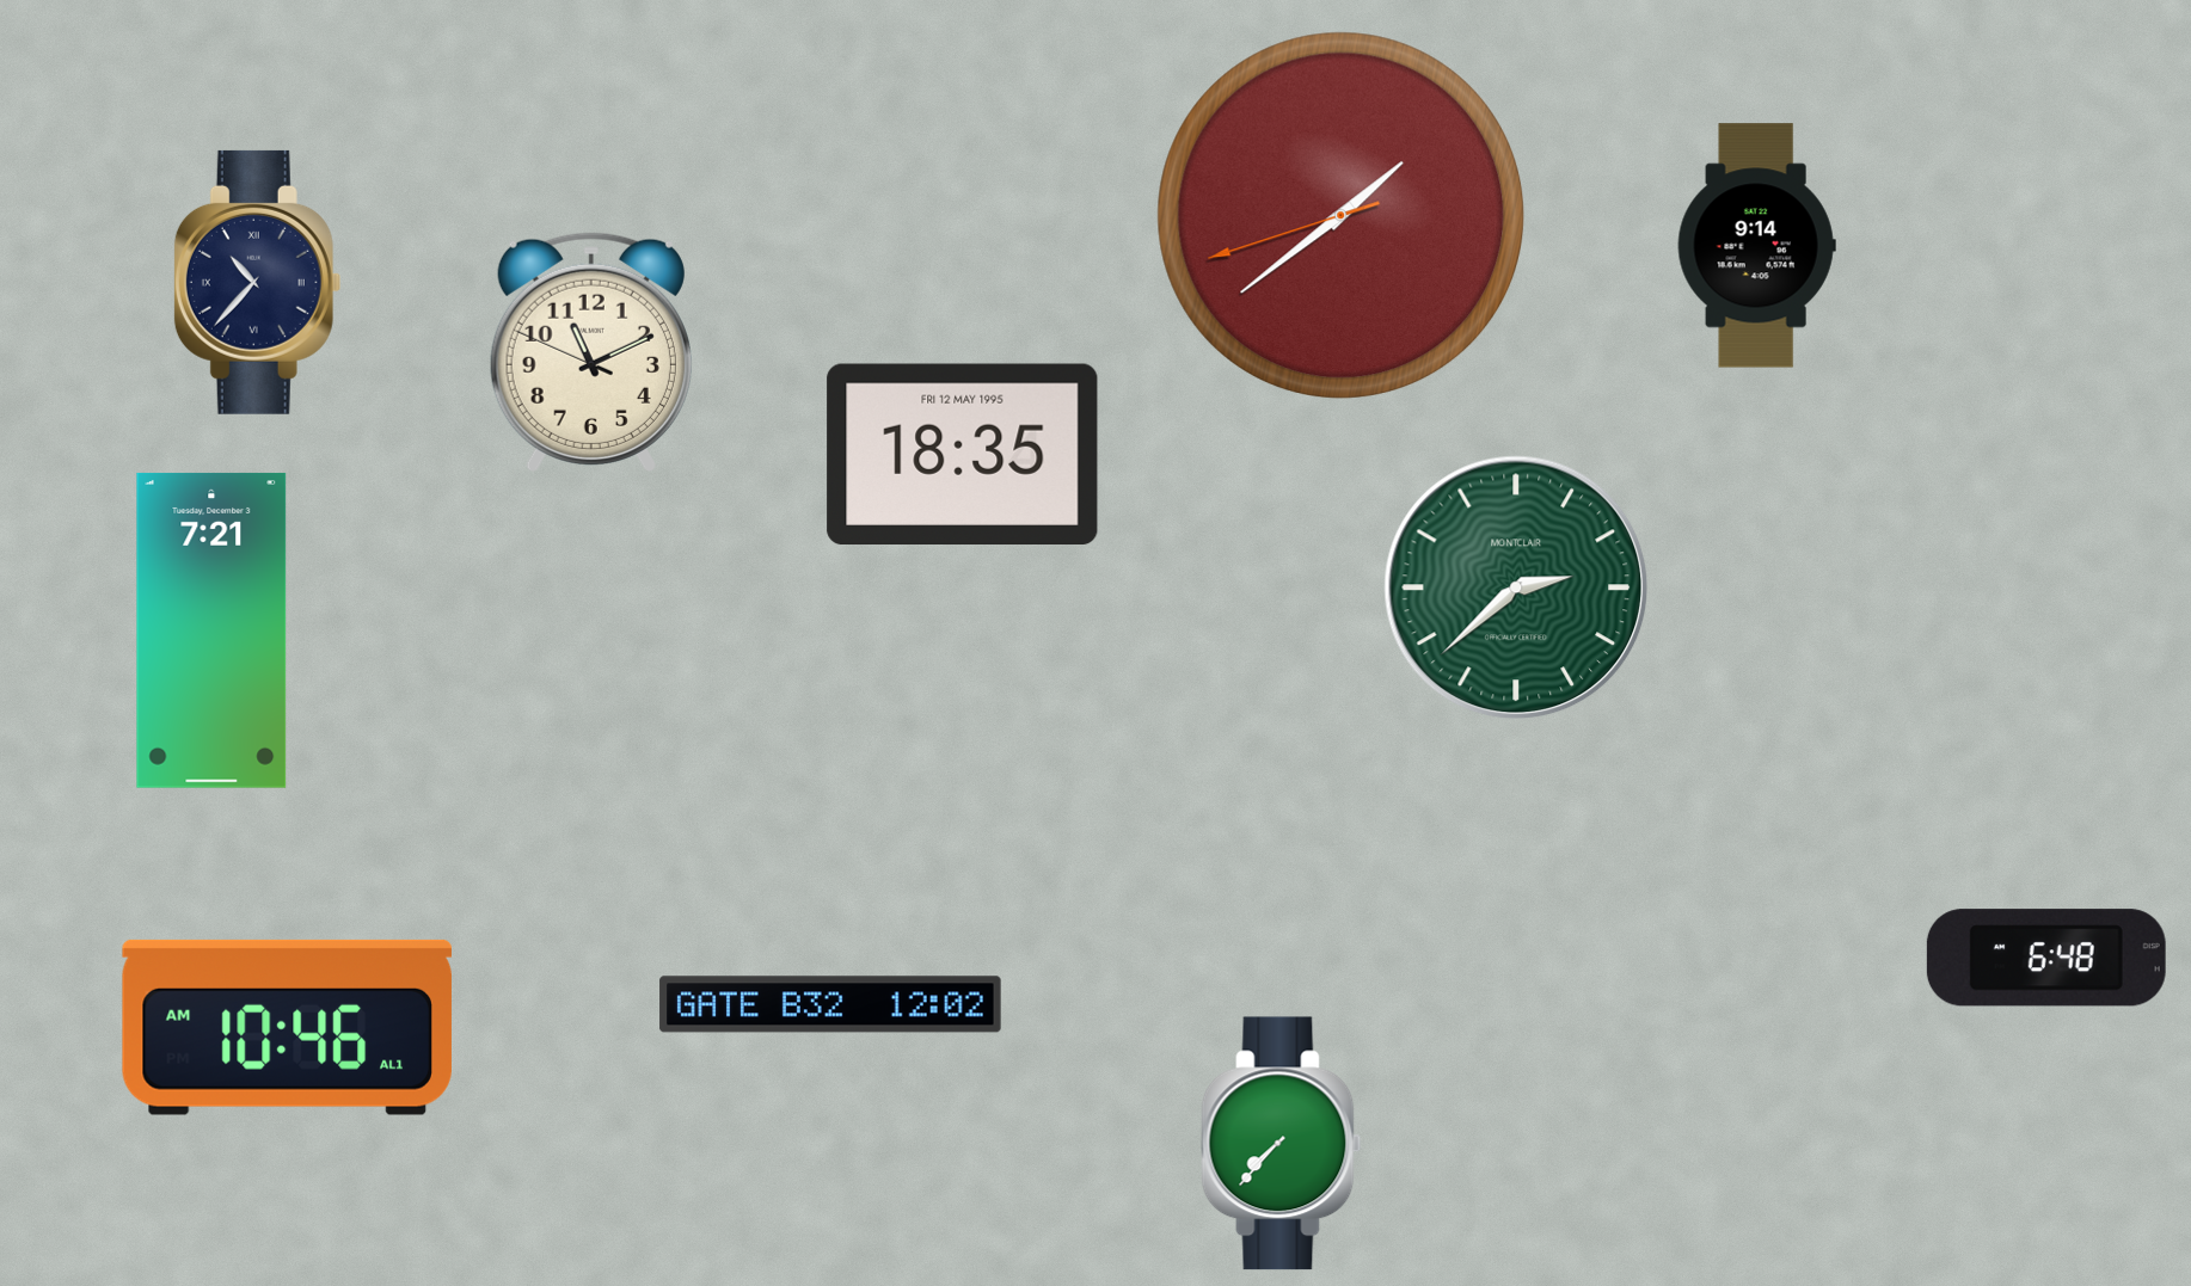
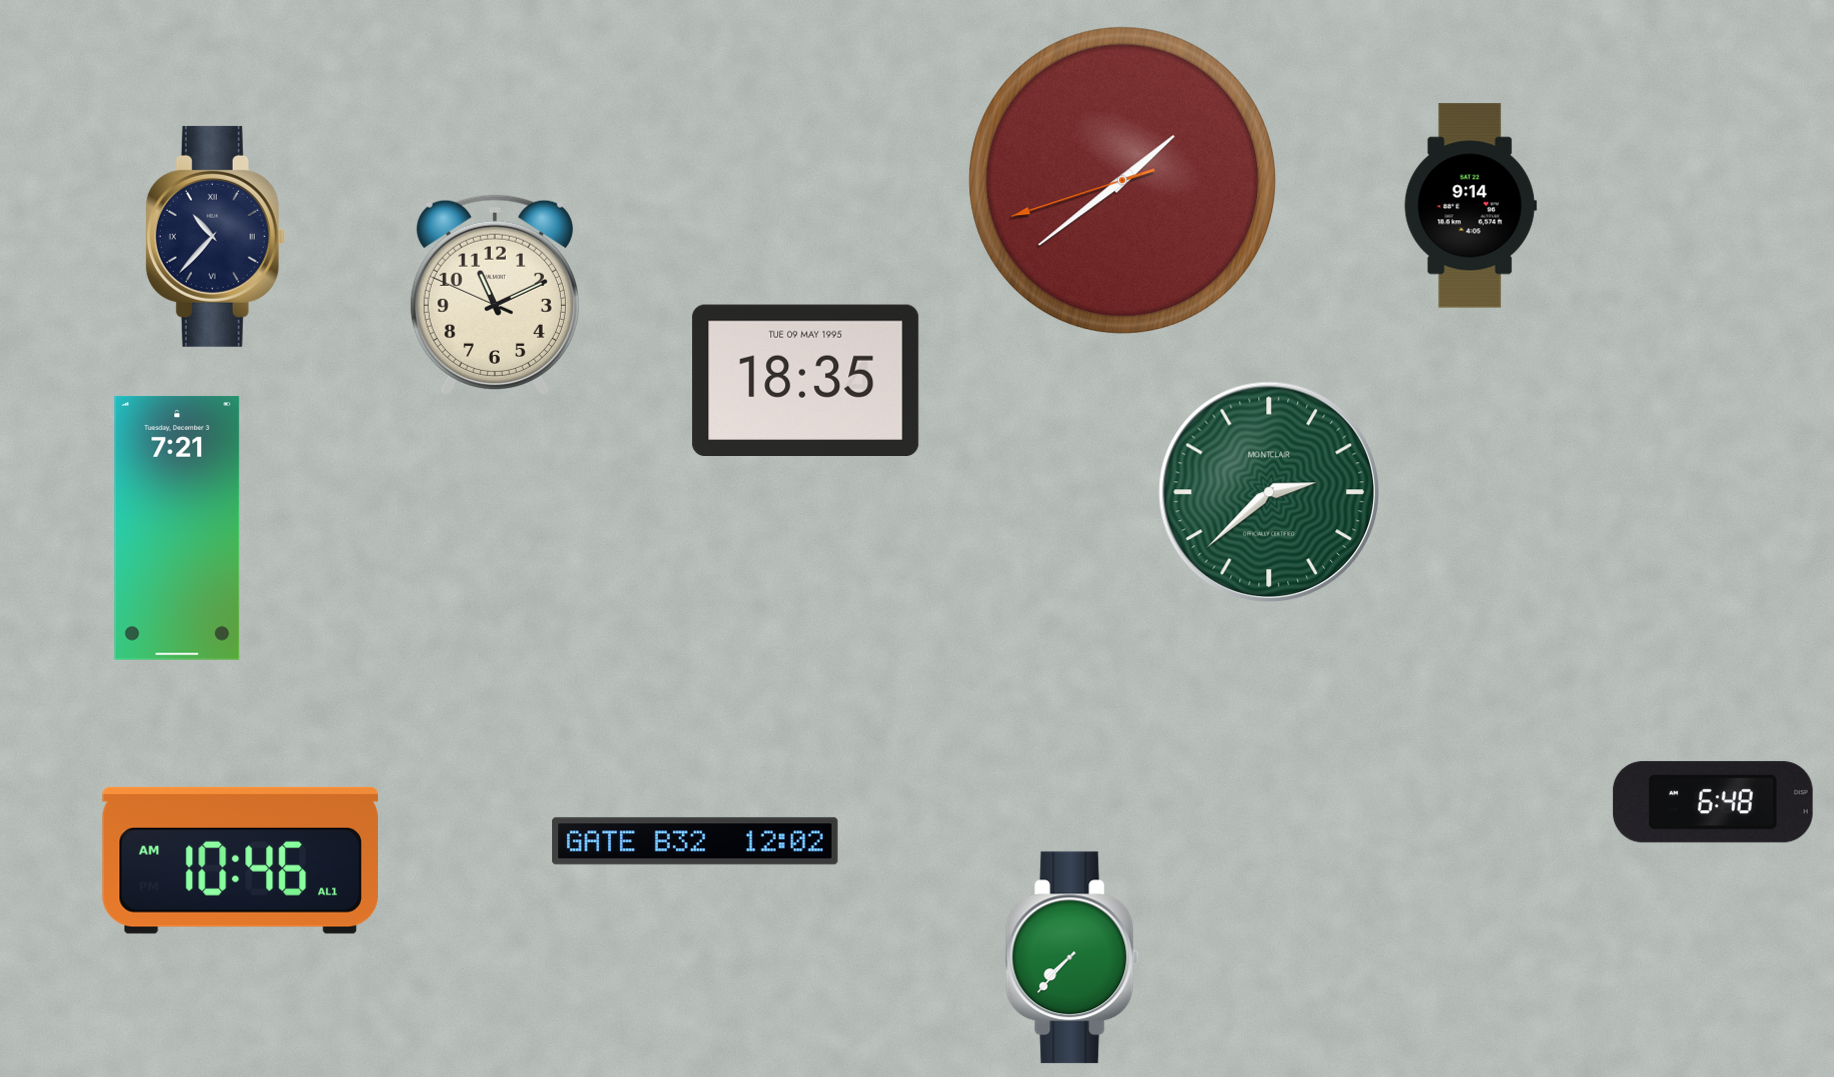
clock at (963, 454) date: FRI 12 MAY 1995 -> TUE 09 MAY 1995
